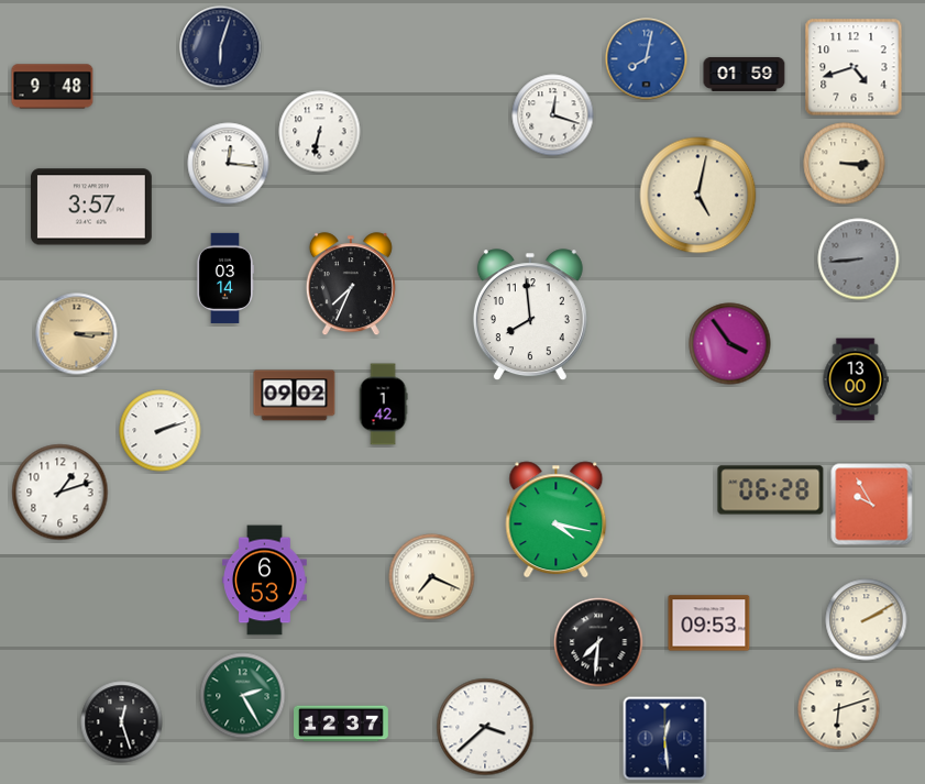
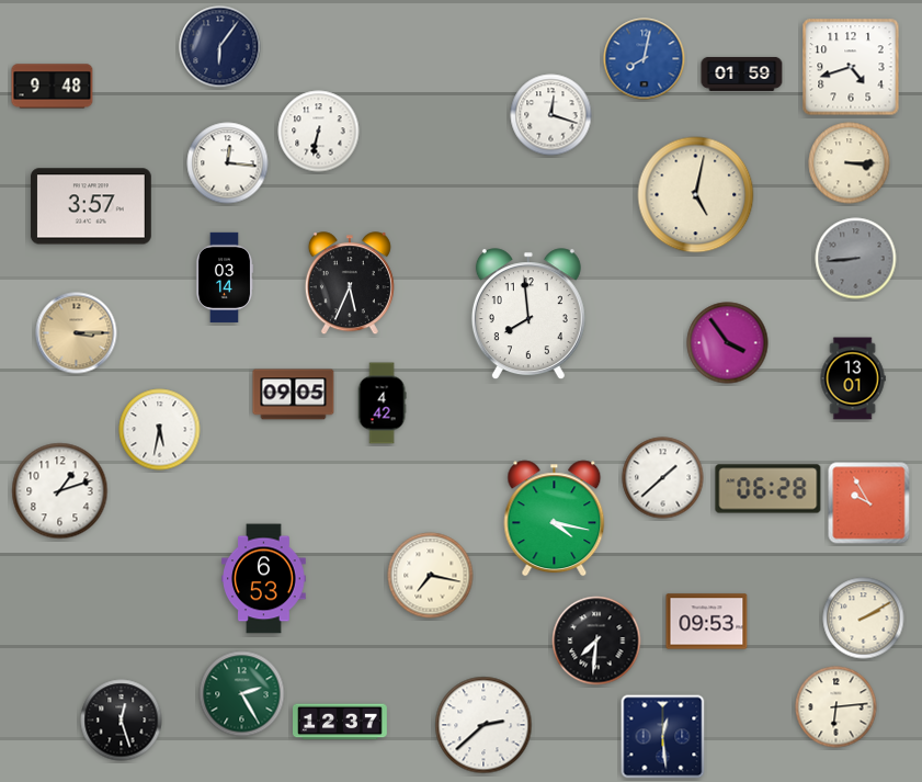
clock at (221, 47): 6:03 -> 6:06
clock at (845, 164) position: (845, 164) -> (850, 163)
clock at (351, 285): 7:34 -> 5:34
clock at (856, 379): 13:00 -> 13:01
clock at (295, 396): 09:02 -> 09:05
clock at (383, 405): 1:42 -> 4:42
clock at (161, 431): 2:12 -> 5:32
clock at (663, 478): none -> 1:38
clock at (432, 577): 7:19 -> 7:17
clock at (839, 709): 6:12 -> 6:14
clock at (485, 727): 3:38 -> 2:38
